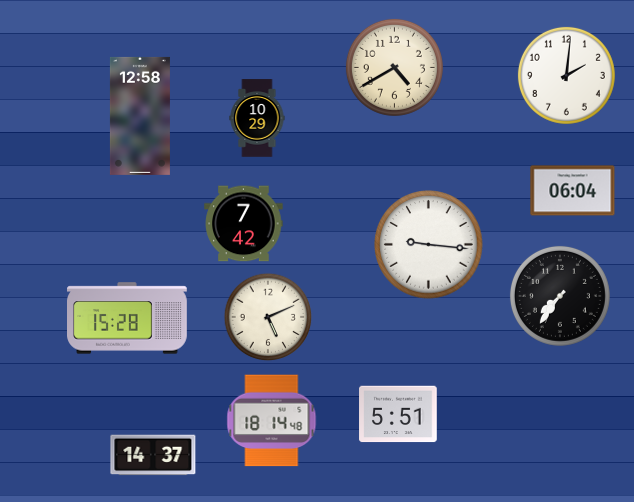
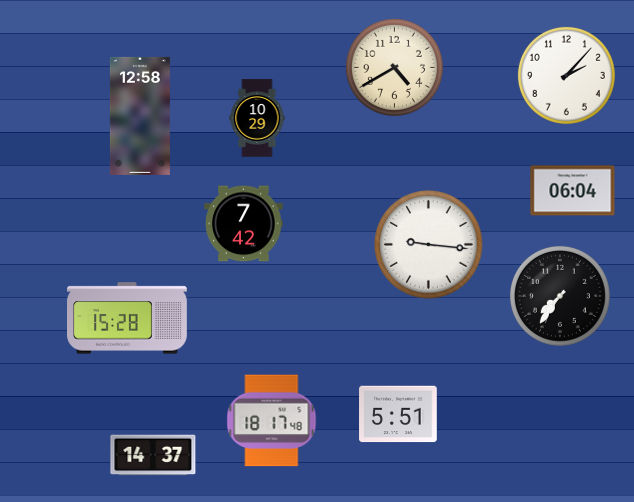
clock at (566, 75): 2:01 -> 2:07
clock at (268, 317): 5:11 -> none
clock at (272, 421): 18:14 -> 18:17
